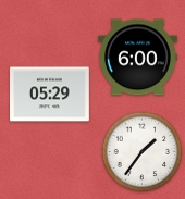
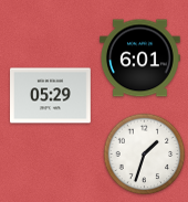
clock at (138, 58): 6:00 -> 6:01
clock at (143, 152): 1:36 -> 1:33
